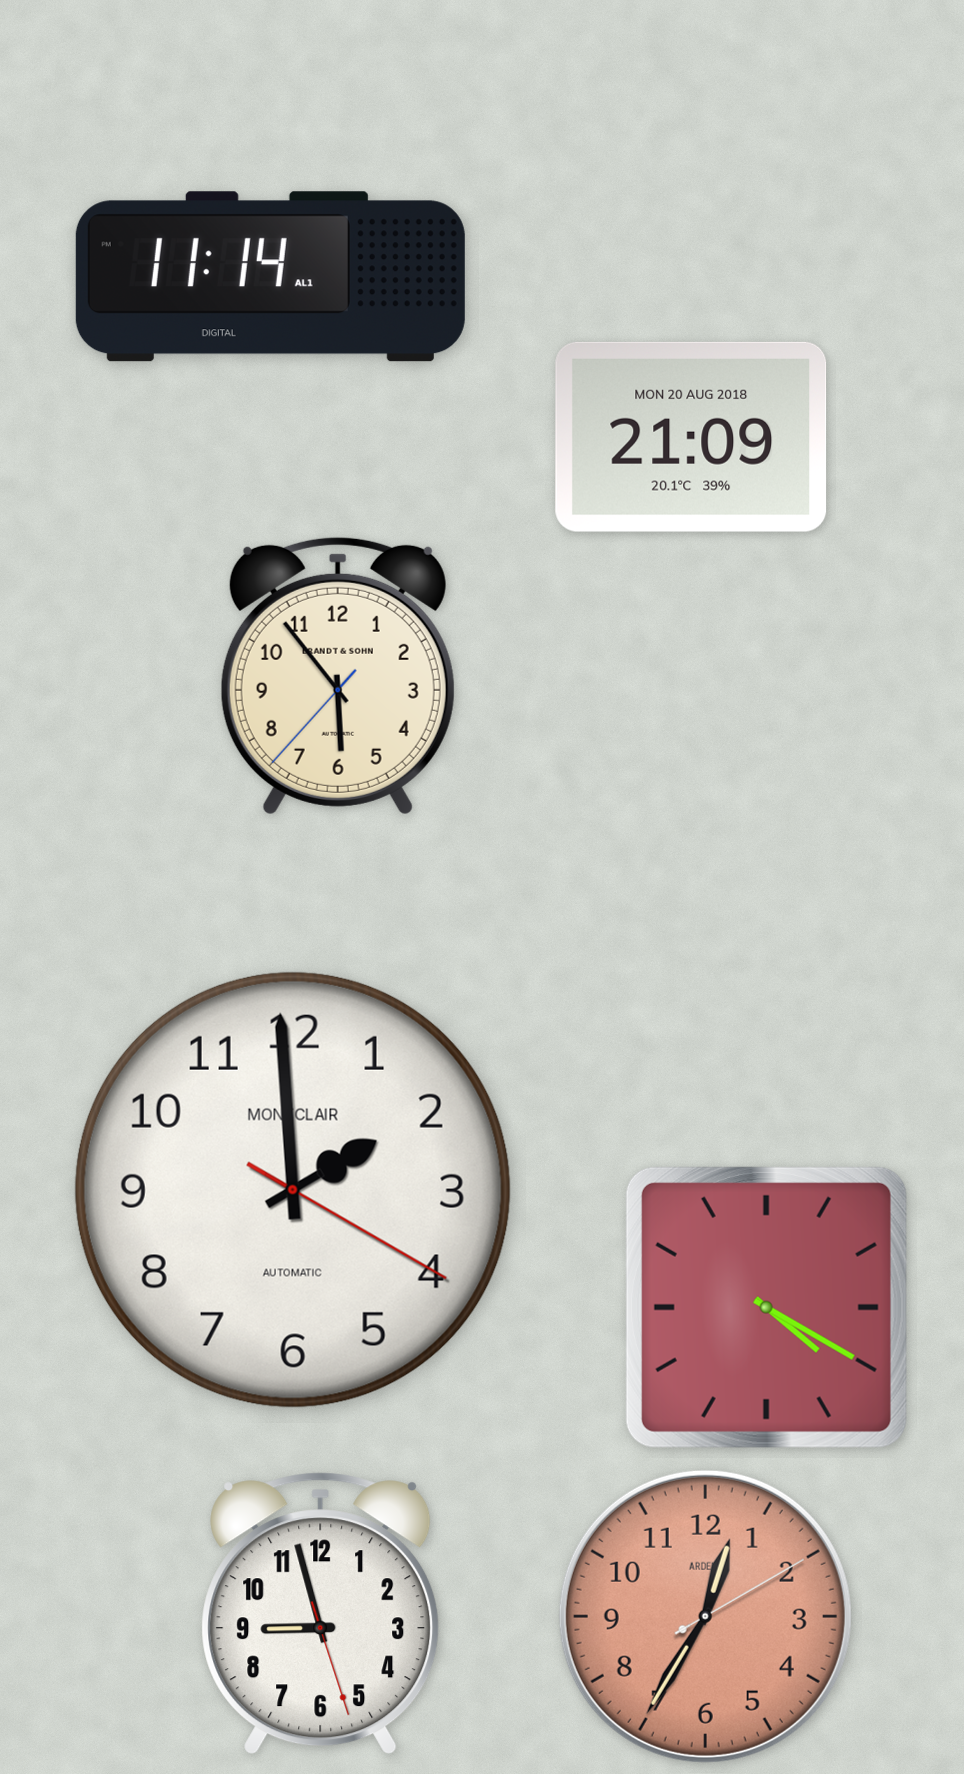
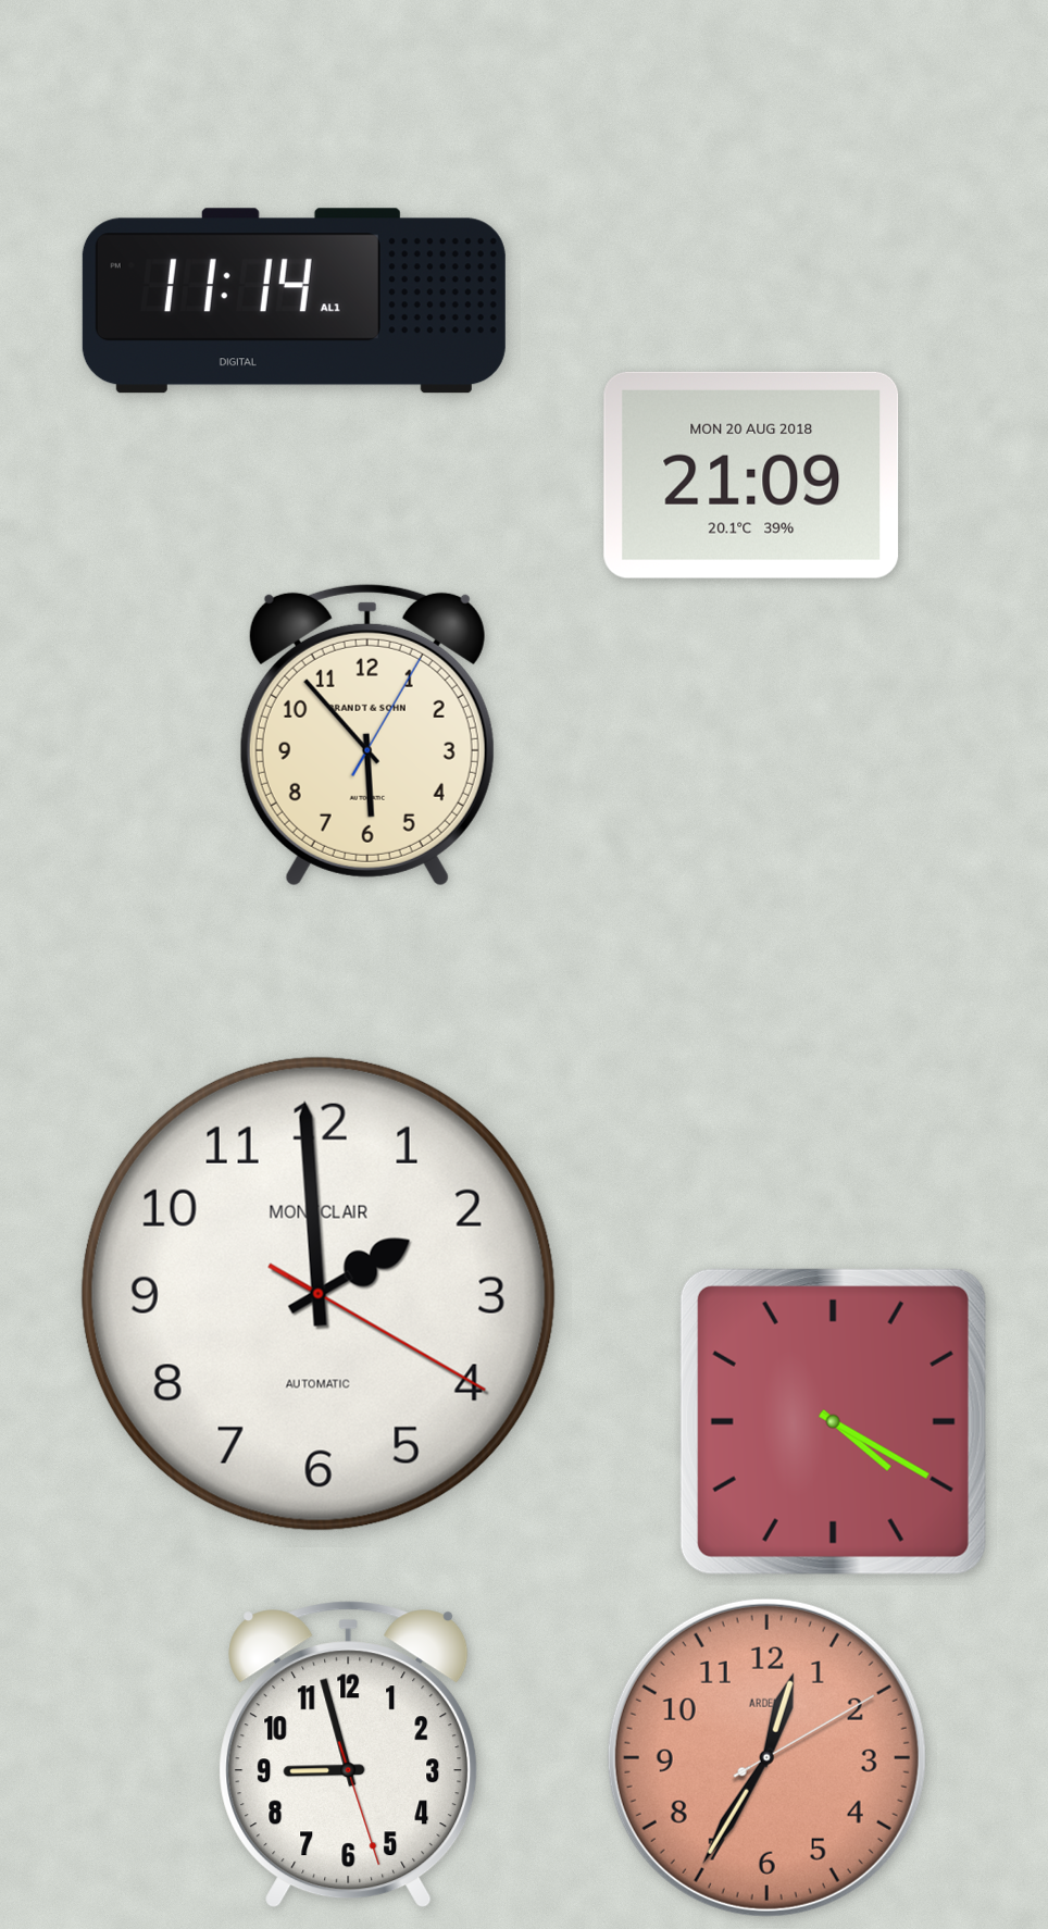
clock at (338, 676): 5:53:37 -> 5:53:05
